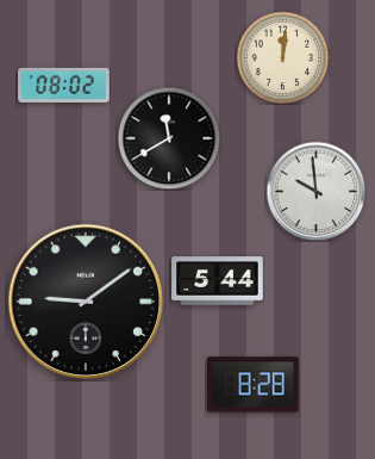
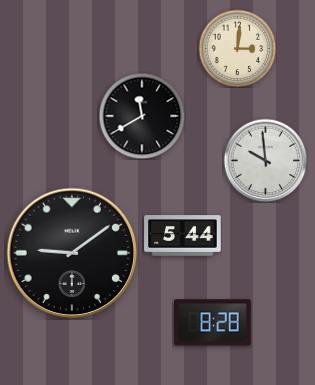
clock at (282, 57): 12:01 -> 3:01
clock at (64, 85): 08:02 -> none
